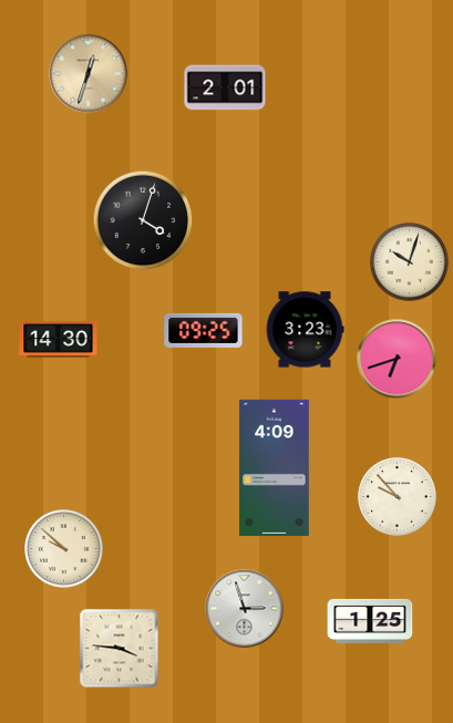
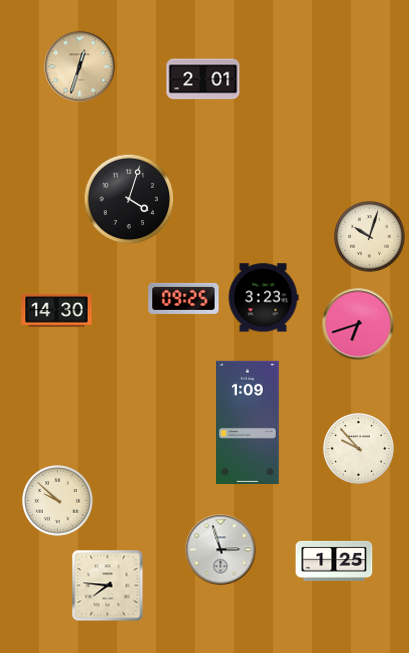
clock at (305, 330) position: (305, 330) -> (263, 298)
clock at (59, 340) position: (59, 340) -> (57, 311)
clock at (275, 467): 4:09 -> 1:09
clock at (64, 549) position: (64, 549) -> (58, 501)
clock at (120, 649): 3:46 -> 7:46
